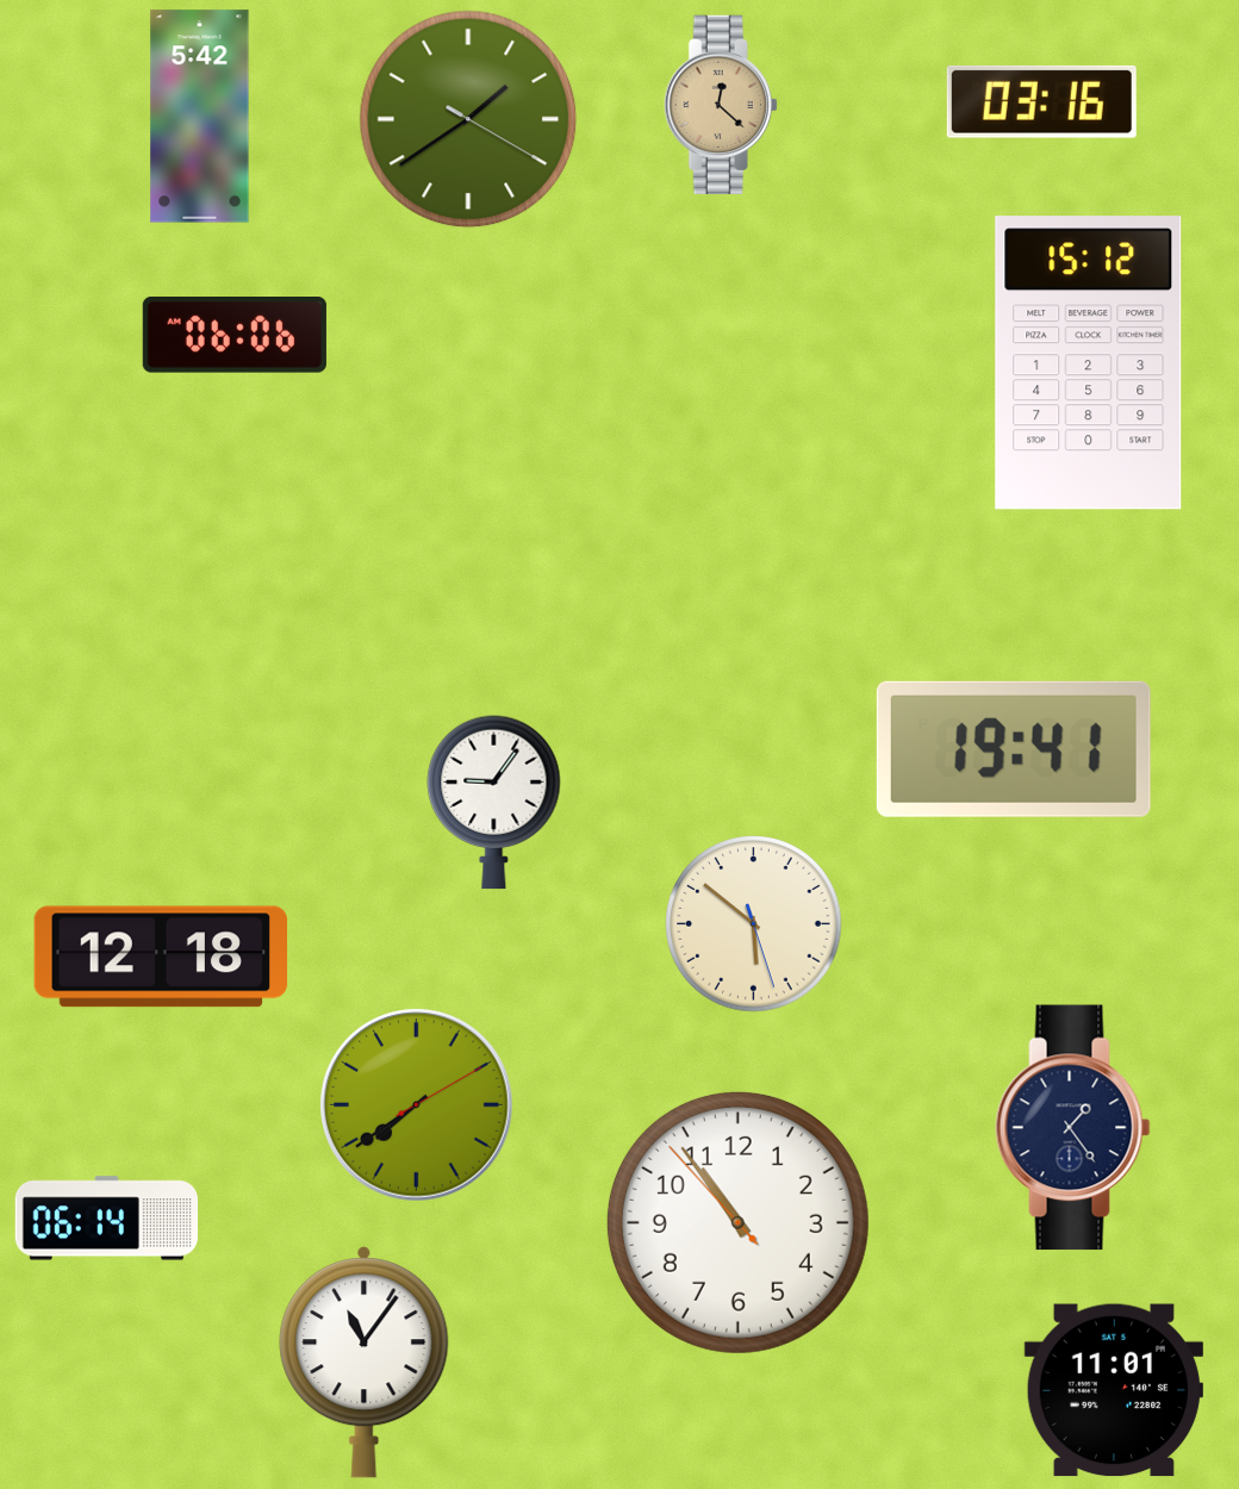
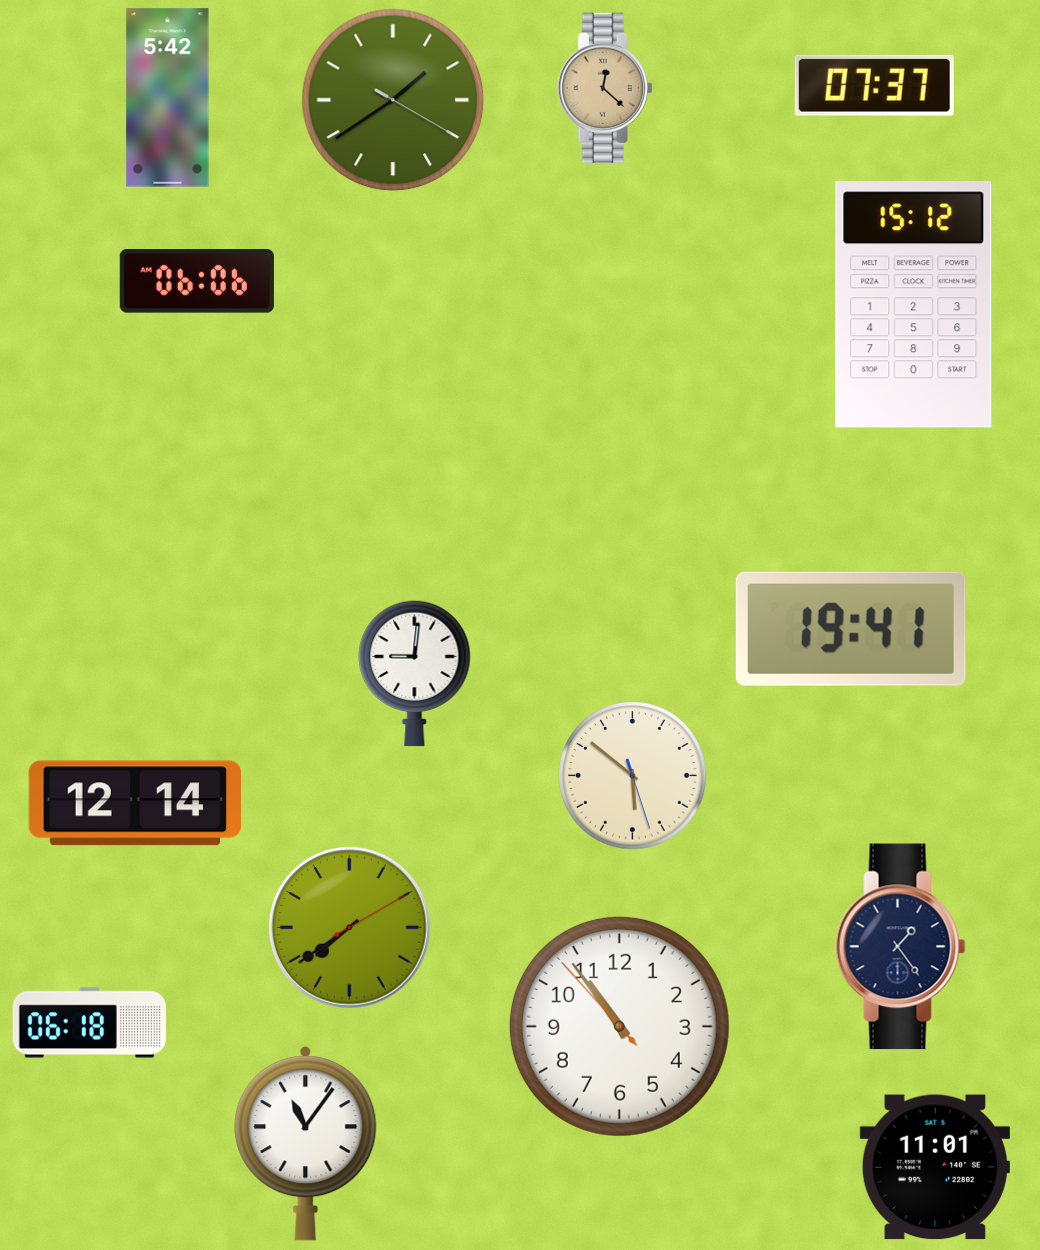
clock at (1041, 101): 03:16 -> 07:37
clock at (494, 803): 9:06 -> 9:01
clock at (160, 957): 12:18 -> 12:14
clock at (106, 1219): 06:14 -> 06:18
